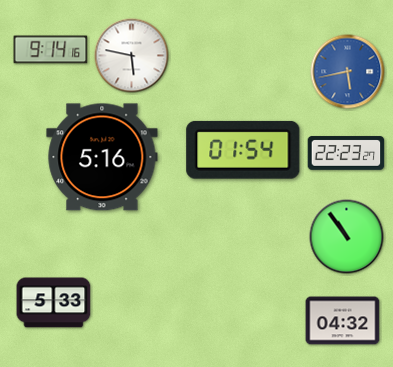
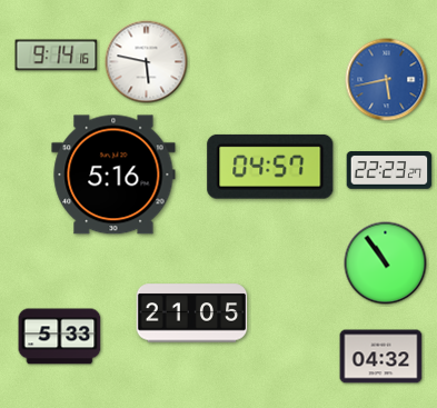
clock at (243, 150): 01:54 -> 04:57
clock at (346, 153) position: (346, 153) -> (389, 170)
clock at (192, 314): none -> 21:05
